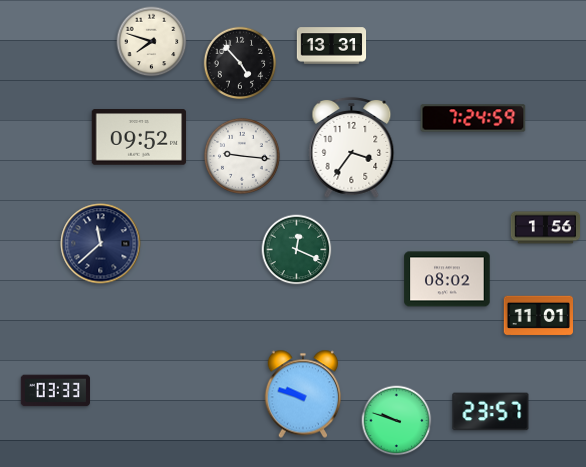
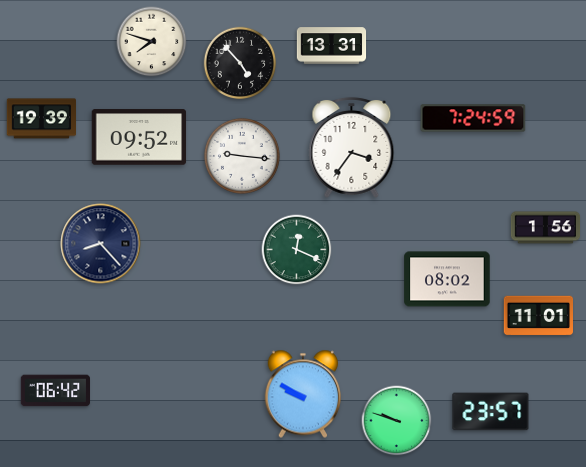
clock at (41, 119): none -> 19:39
clock at (101, 244): 11:38 -> 8:23
clock at (55, 391): 03:33 -> 06:42
clock at (303, 394): 9:48 -> 9:50
